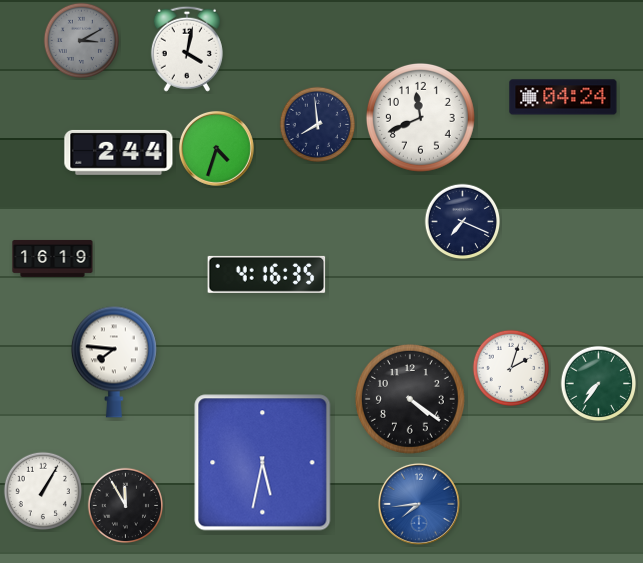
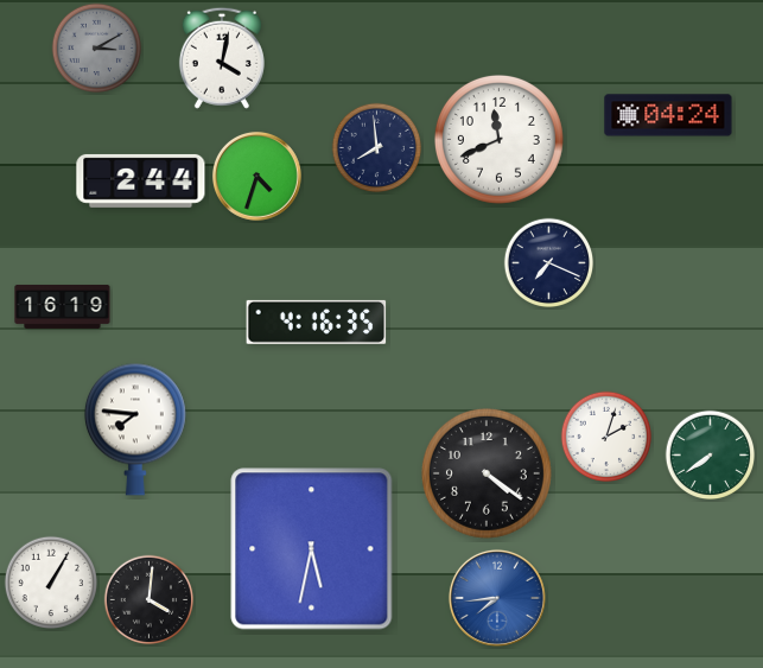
clock at (267, 274) position: (267, 274) -> (317, 322)
clock at (599, 384): 7:36 -> 7:39
clock at (126, 506): 11:55 -> 4:01
